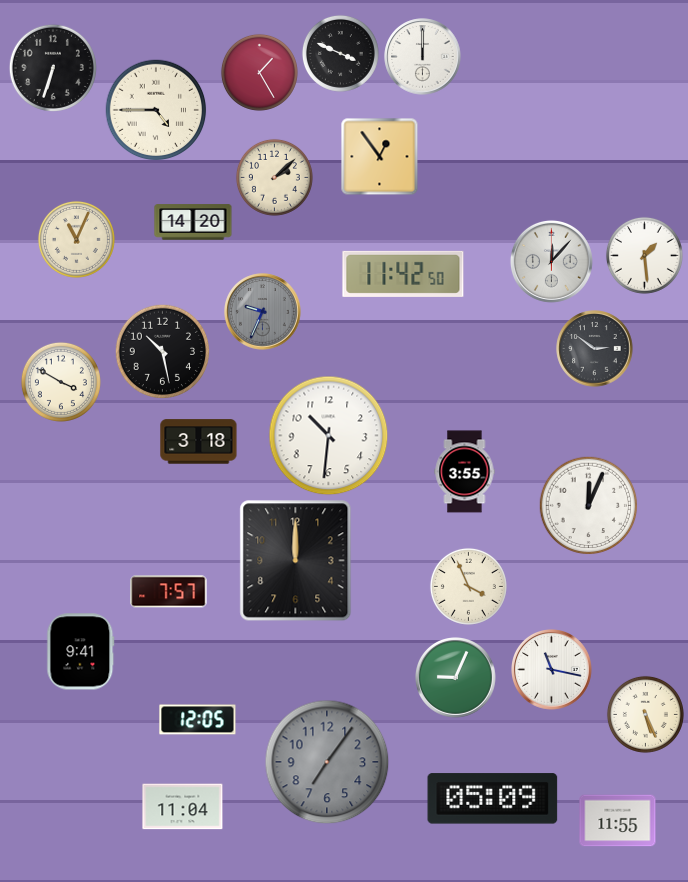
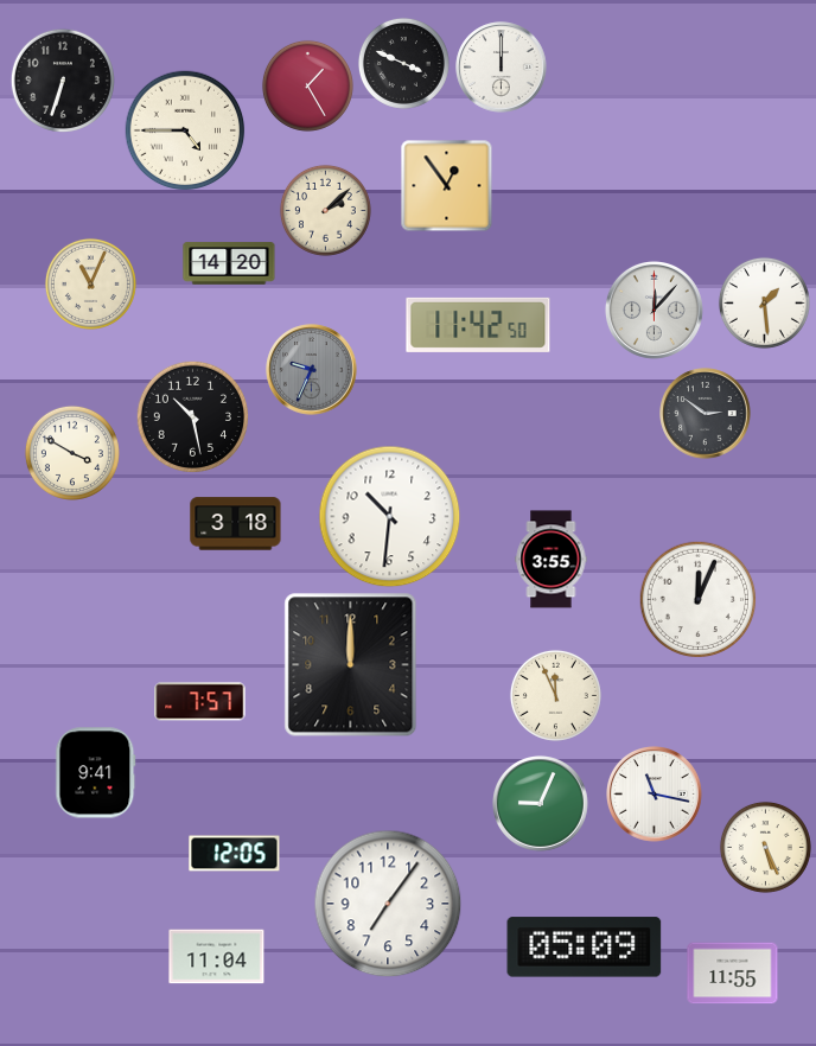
clock at (379, 156) position: (379, 156) -> (446, 185)
clock at (468, 586): 3:56 -> 11:56
clock at (327, 762) dial: grey -> white
